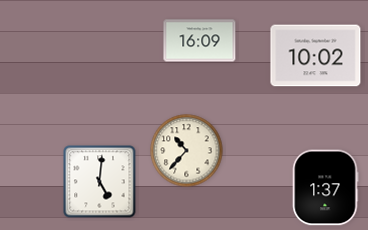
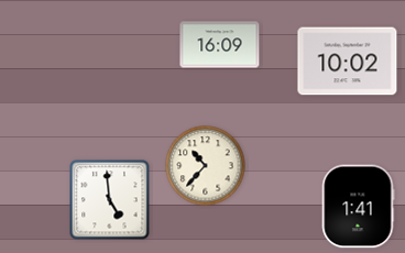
clock at (100, 182): 5:01 -> 4:59
clock at (325, 188): 1:37 -> 1:41
